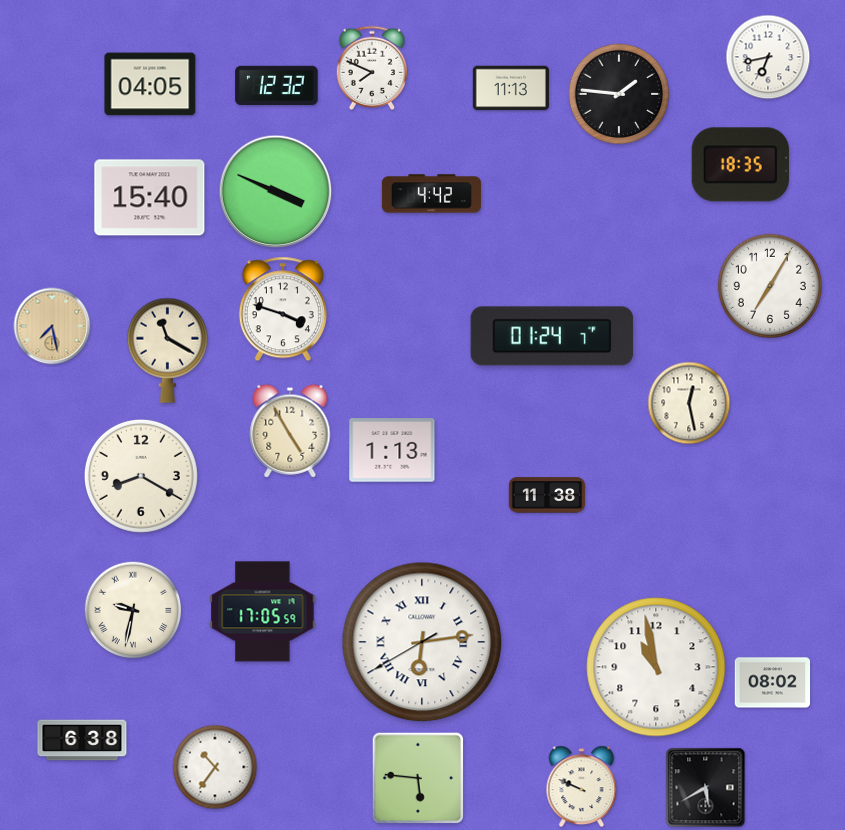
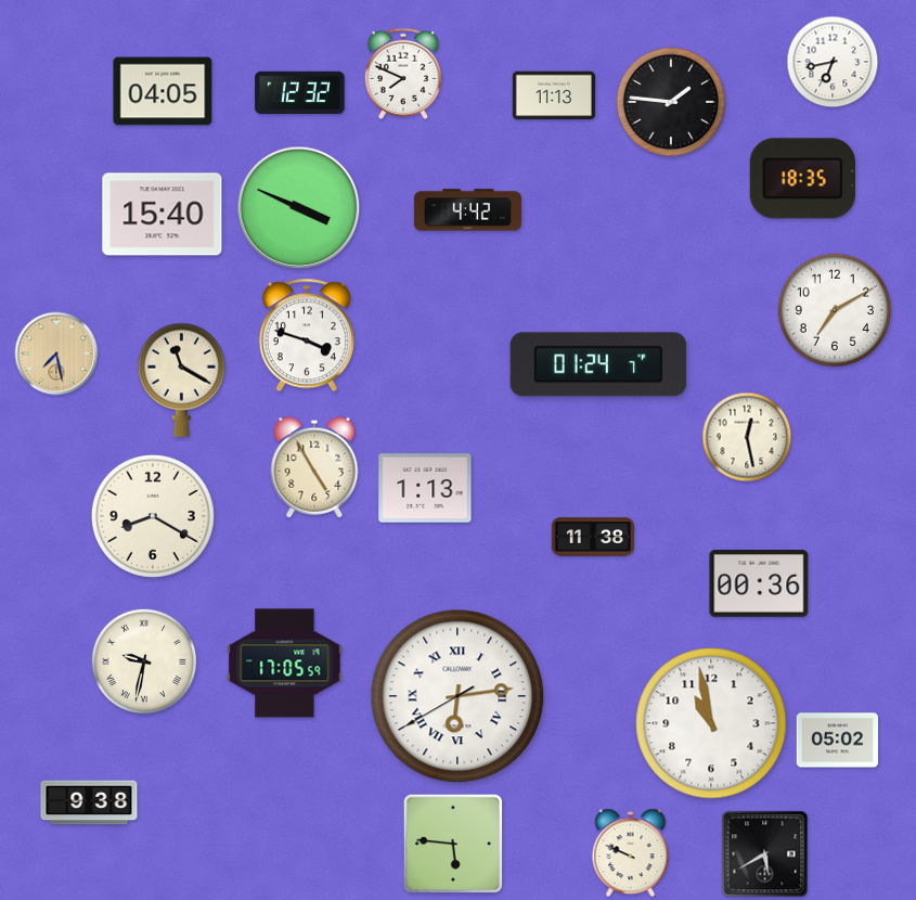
clock at (770, 286): 7:05 -> 7:10
clock at (759, 583): none -> 00:36
clock at (773, 683): 08:02 -> 05:02
clock at (82, 740): 6:38 -> 9:38
clock at (215, 767): 10:36 -> none
